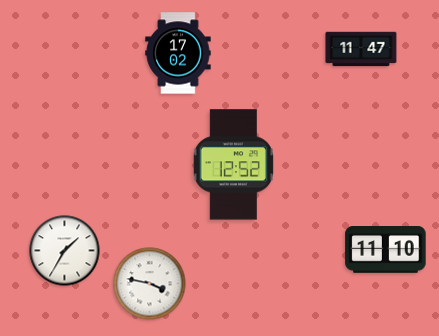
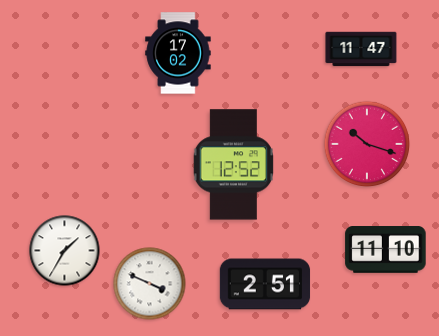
clock at (367, 144): none -> 10:18
clock at (150, 284): 3:47 -> 3:49
clock at (265, 284): none -> 2:51
